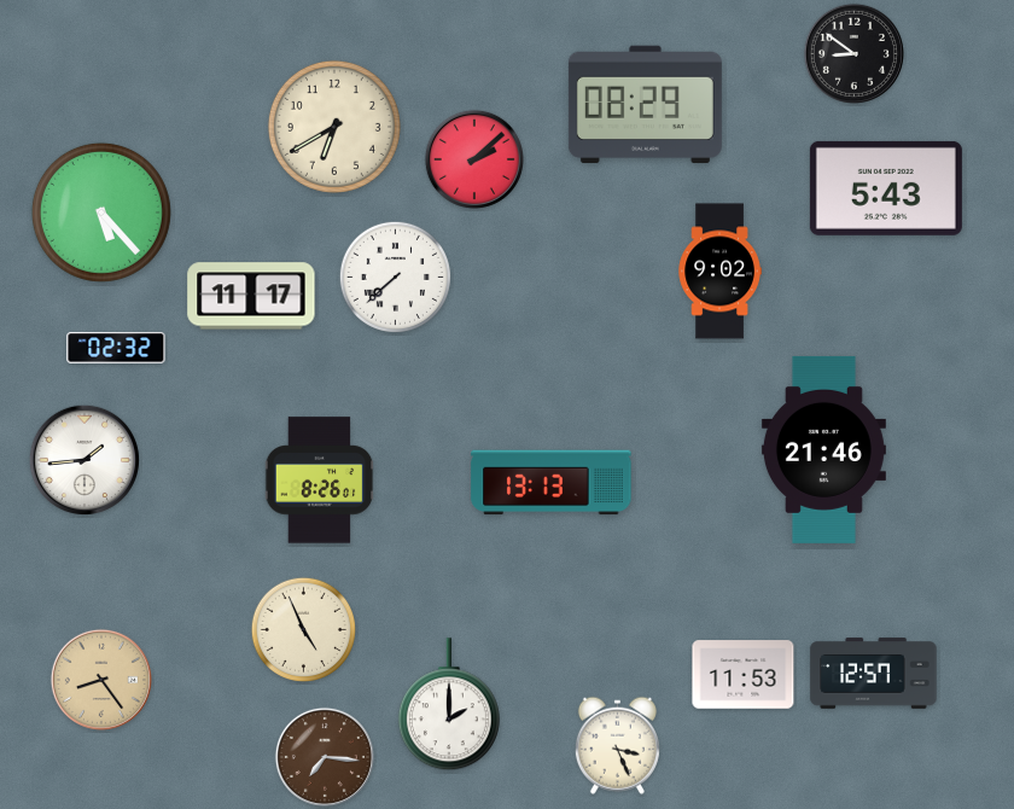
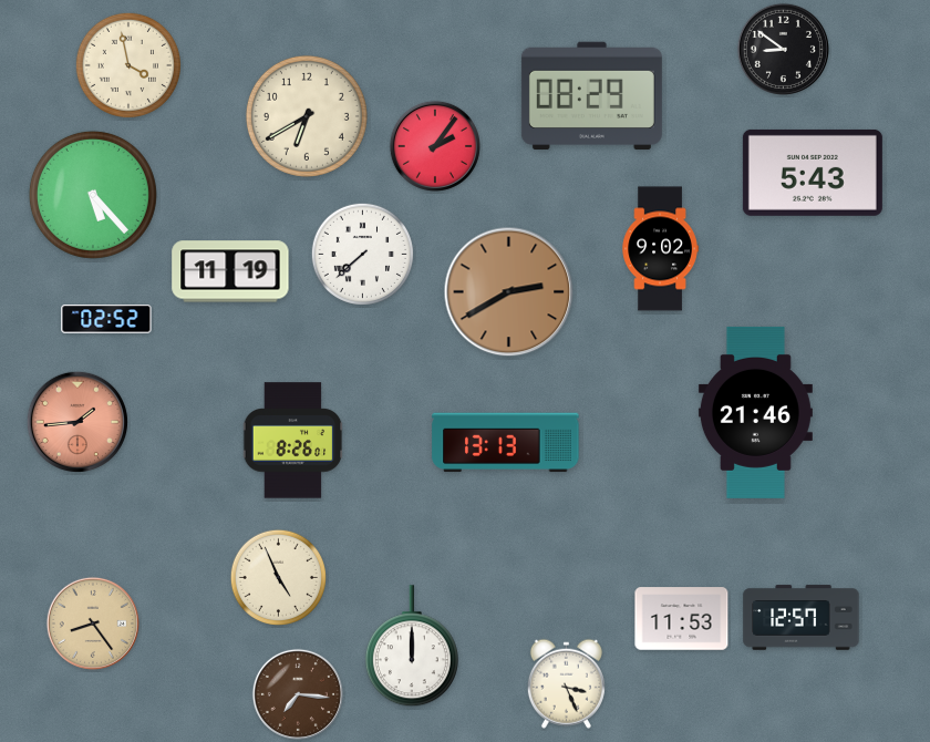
clock at (128, 65): none -> 3:58
clock at (474, 159): 2:08 -> 2:06
clock at (251, 296): 11:17 -> 11:19
clock at (509, 292): none -> 2:40
clock at (116, 348): 02:32 -> 02:52
clock at (83, 459) dial: white -> salmon
clock at (449, 705): 2:00 -> 12:00
